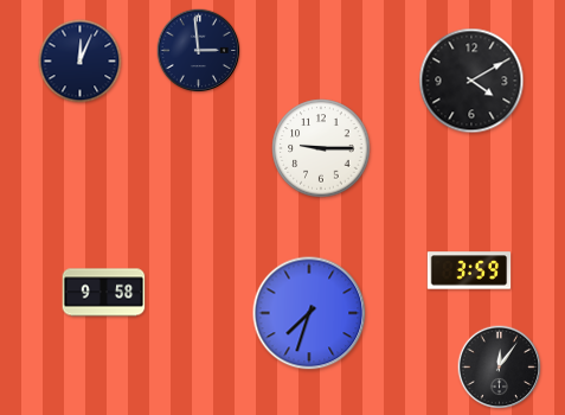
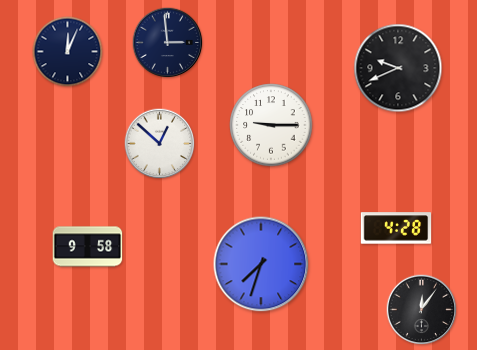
clock at (471, 81): 4:10 -> 9:41
clock at (160, 144): none -> 12:52
clock at (469, 270): 3:59 -> 4:28
